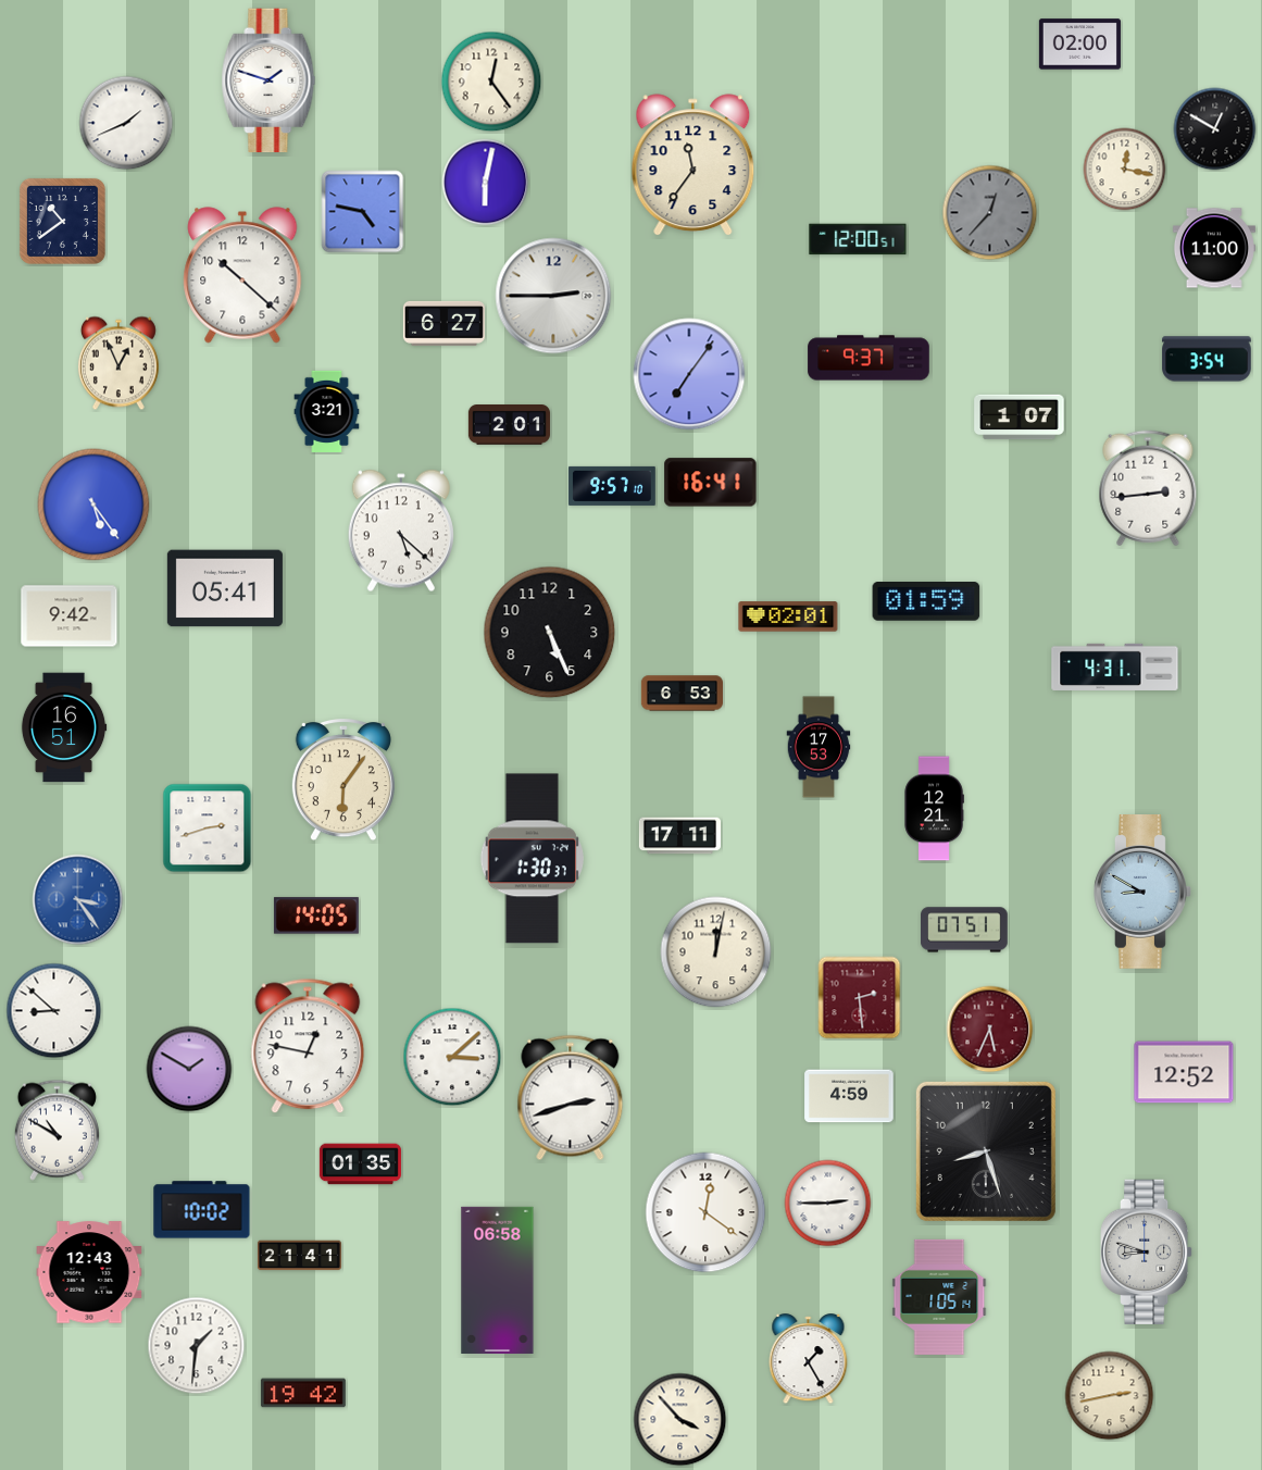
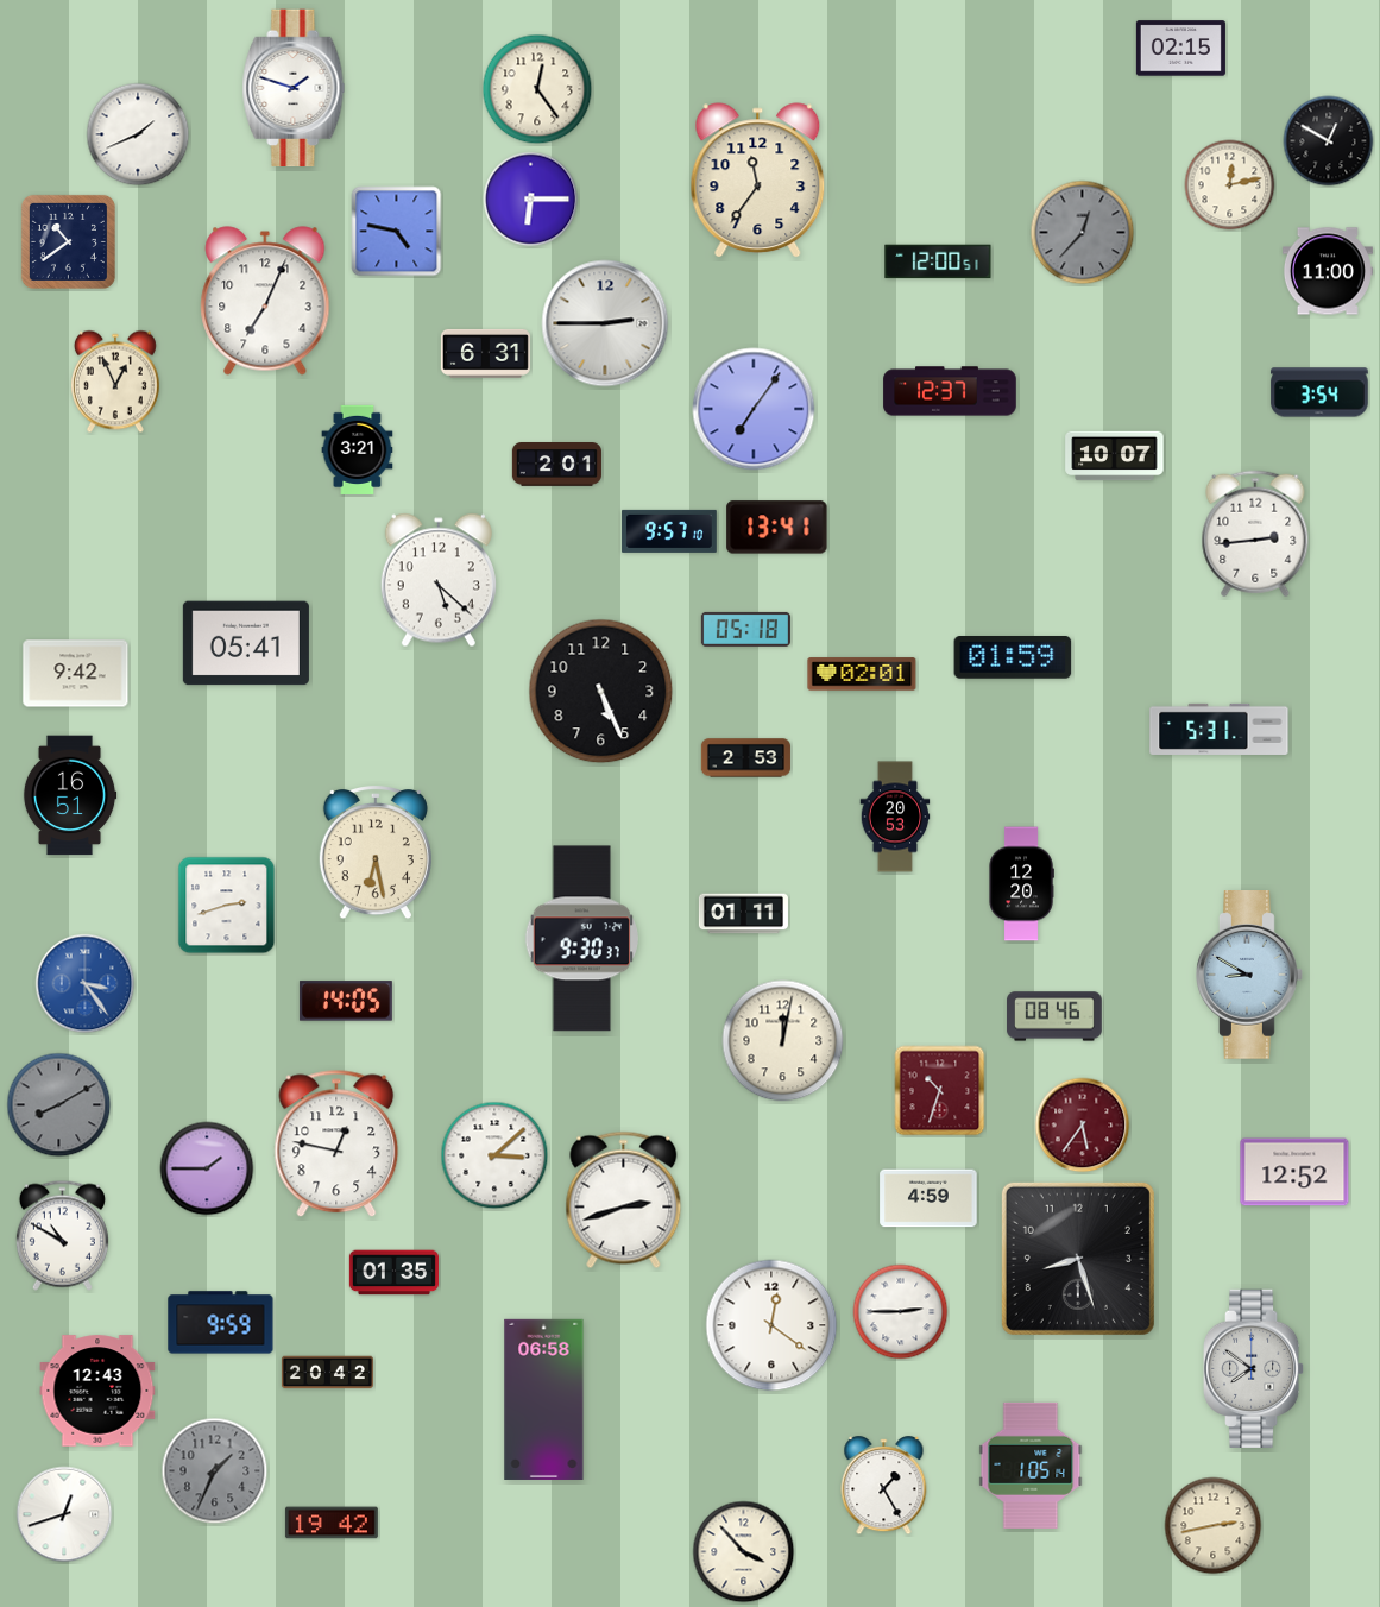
clock at (1079, 45): 02:00 -> 02:15
clock at (1125, 170): 12:17 -> 12:13
clock at (486, 183): 6:02 -> 6:15
clock at (242, 275): 10:22 -> 7:04
clock at (443, 323): 6:27 -> 6:31
clock at (869, 358): 9:37 -> 12:37
clock at (118, 363) position: (118, 363) -> (115, 382)
clock at (1020, 418): 1:07 -> 10:07
clock at (711, 483): 16:41 -> 13:41
clock at (93, 504): 5:24 -> none
clock at (745, 629): none -> 05:18
clock at (1115, 667): 4:31 -> 5:31
clock at (682, 694): 6:53 -> 2:53
clock at (819, 747): 17:53 -> 20:53
clock at (343, 781): 6:06 -> 6:28
clock at (934, 809): 12:21 -> 12:20
clock at (679, 836): 17:11 -> 01:11
clock at (532, 859): 1:30 -> 9:30
clock at (965, 930): 07:51 -> 08:46
clock at (860, 998): 2:29 -> 10:33
clock at (54, 1011): 8:52 -> 8:10
clock at (54, 1011) dial: white -> grey
clock at (990, 1030): 5:34 -> 5:36
clock at (189, 1069): 1:50 -> 1:45
clock at (828, 1204) position: (828, 1204) -> (901, 1312)
clock at (202, 1210): 10:02 -> 9:59
clock at (1147, 1251): 8:48 -> 7:51
clock at (299, 1256): 21:41 -> 20:42
clock at (939, 1297) position: (939, 1297) -> (1031, 1466)
clock at (197, 1346): 1:31 -> 1:34
clock at (197, 1346) dial: white -> grey
clock at (64, 1514): none -> 12:42
